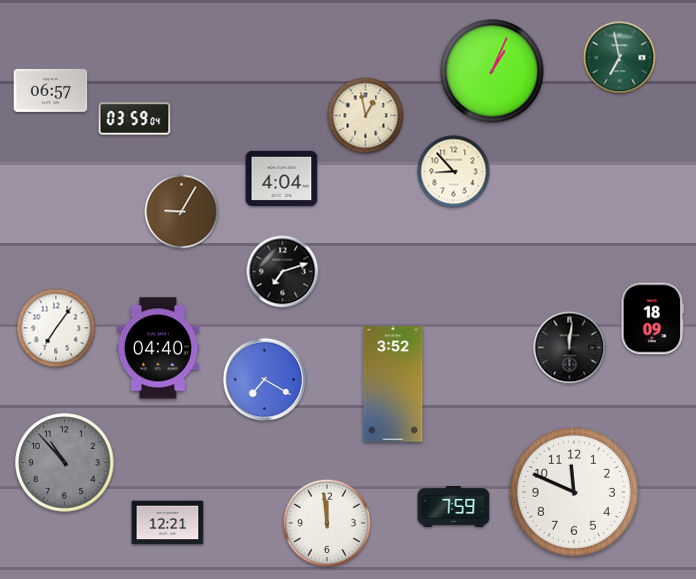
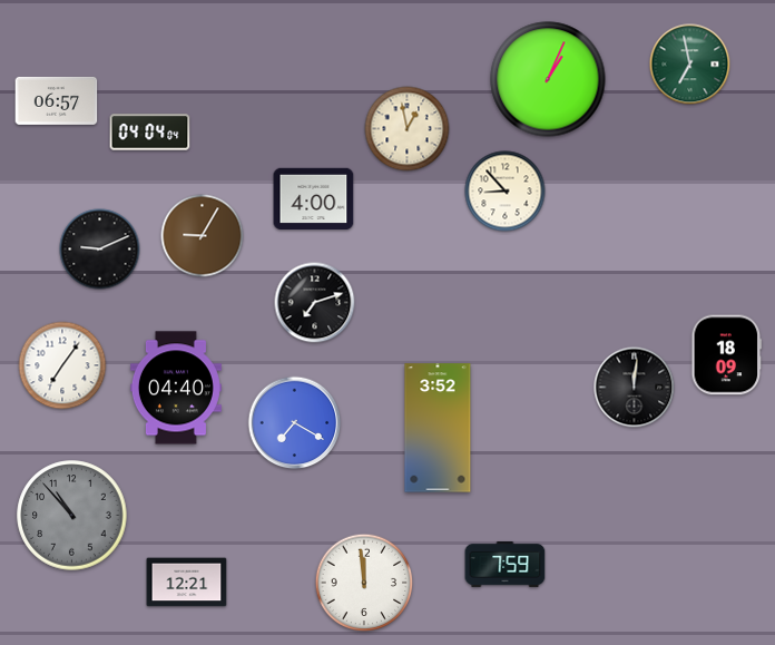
clock at (135, 119): 03:59 -> 04:04
clock at (282, 178): 4:04 -> 4:00
clock at (100, 250): none -> 9:11
clock at (574, 492): 11:49 -> none
